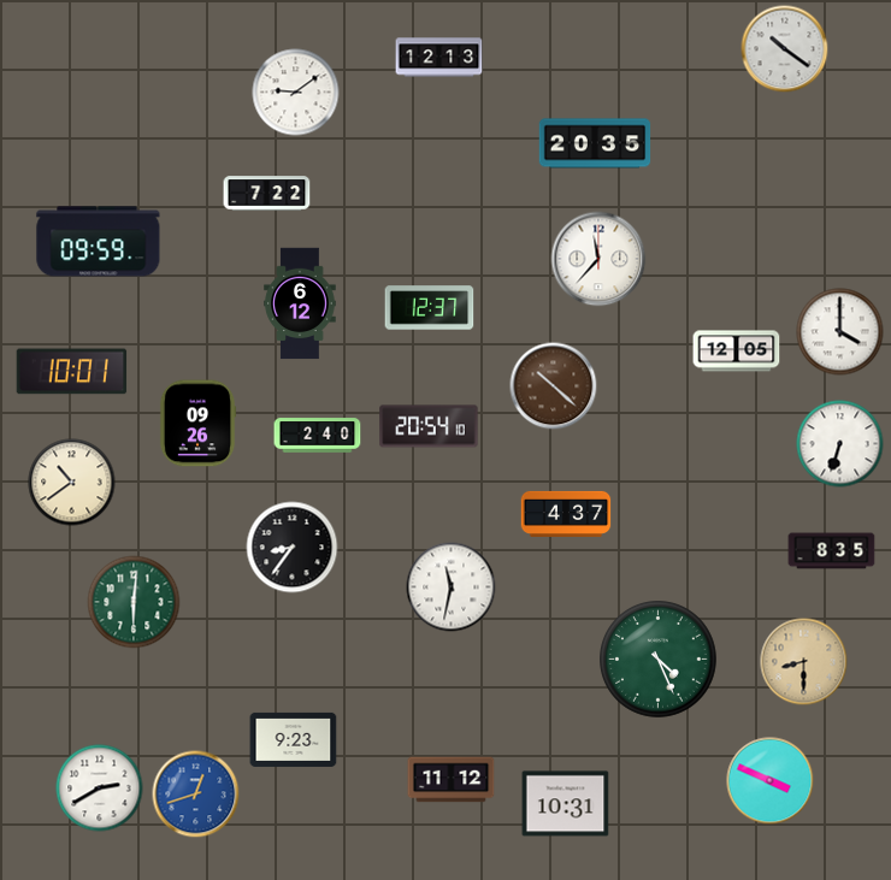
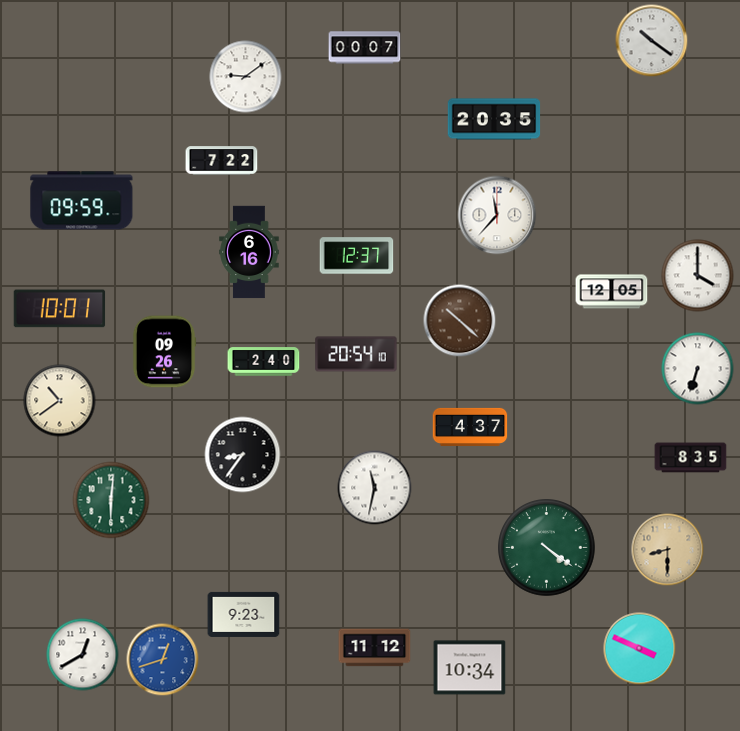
clock at (439, 58): 12:13 -> 00:07
clock at (300, 303): 6:12 -> 6:16
clock at (659, 660): 4:26 -> 4:21
clock at (100, 789): 2:40 -> 12:40
clock at (566, 804): 10:31 -> 10:34
